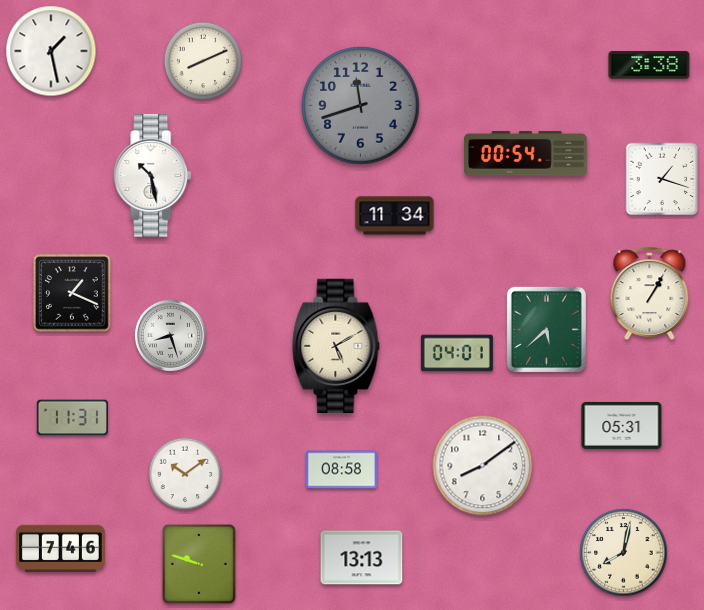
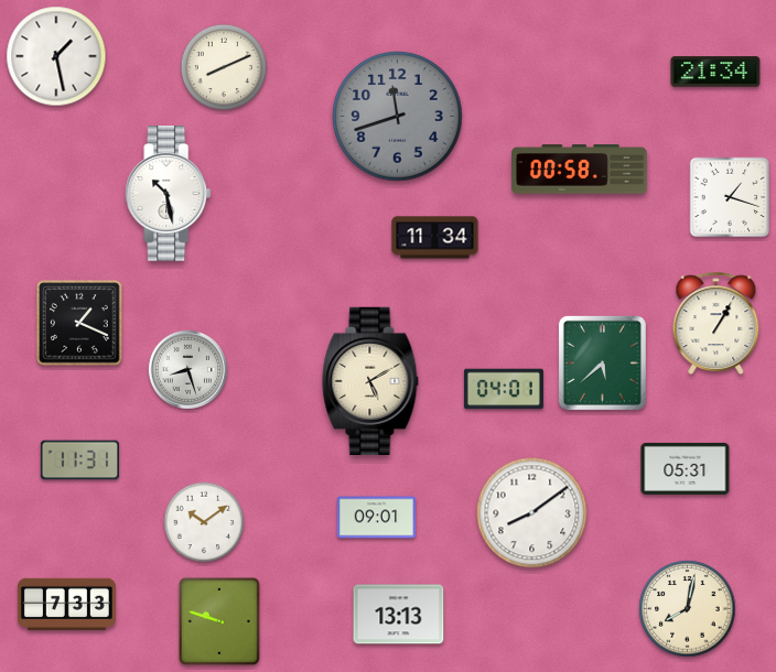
clock at (649, 65): 3:38 -> 21:34
clock at (526, 154): 00:54 -> 00:58
clock at (341, 470): 08:58 -> 09:01
clock at (60, 548): 7:46 -> 7:33
